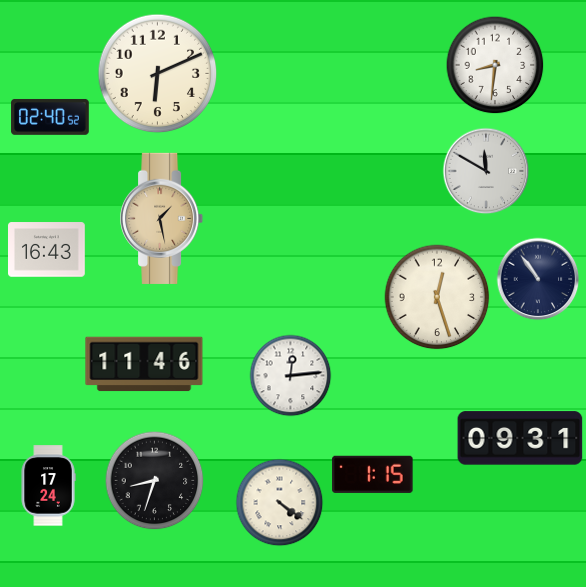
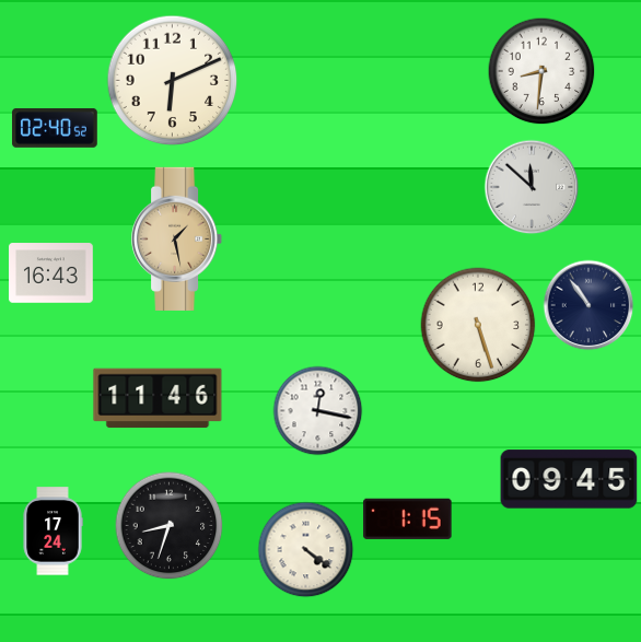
clock at (486, 171): 11:50 -> 11:52
clock at (437, 297): 12:27 -> 5:27
clock at (291, 376): 12:14 -> 12:17
clock at (520, 438): 09:31 -> 09:45
